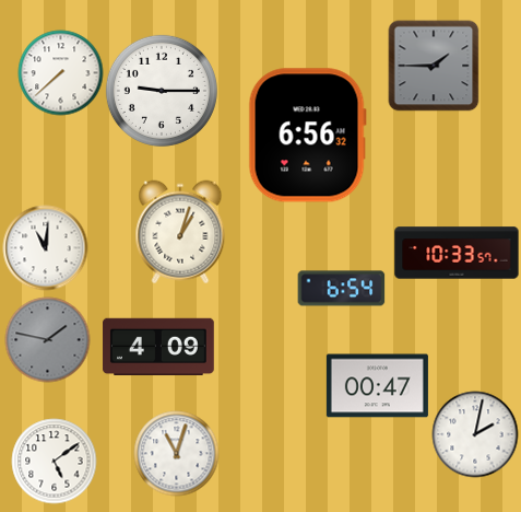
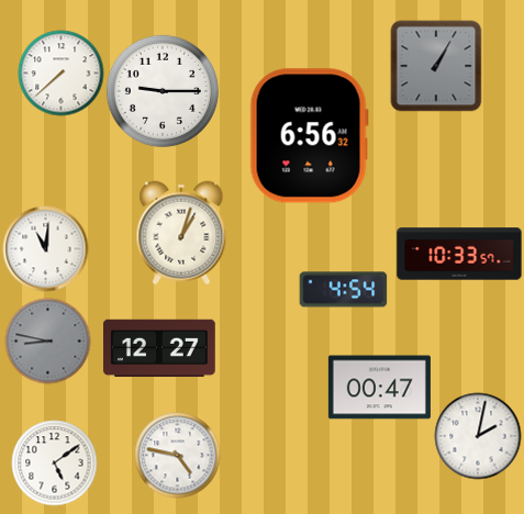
clock at (434, 66): 1:45 -> 1:05
clock at (341, 289): 6:54 -> 4:54
clock at (47, 339): 1:47 -> 8:47
clock at (158, 347): 4:09 -> 12:27
clock at (176, 453): 11:03 -> 4:47
